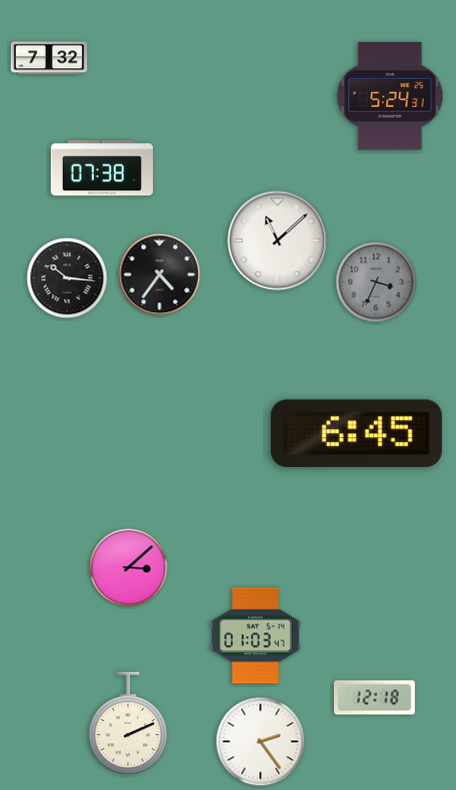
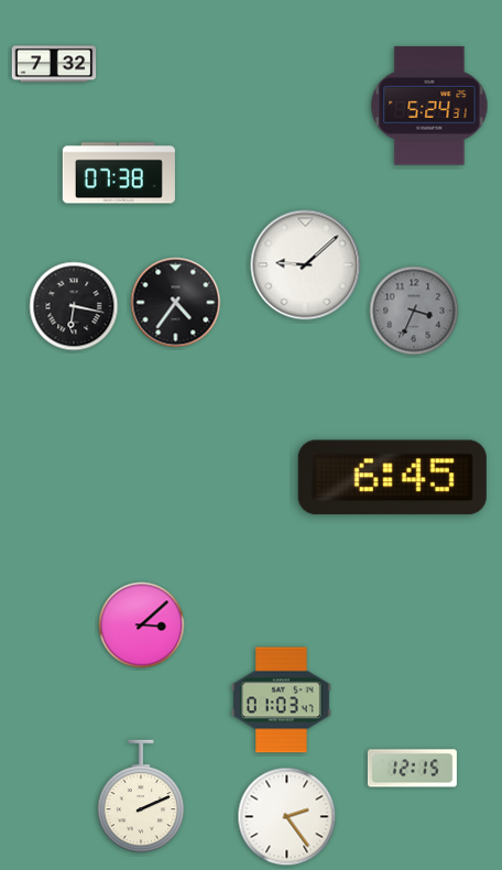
clock at (102, 168) position: (102, 168) -> (119, 173)
clock at (278, 241): 11:08 -> 9:08
clock at (67, 278): 10:16 -> 6:17
clock at (374, 698): 12:18 -> 12:15
